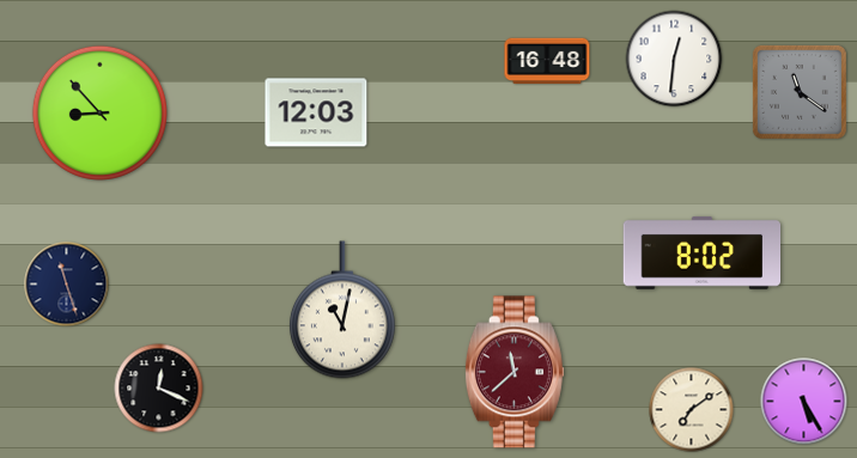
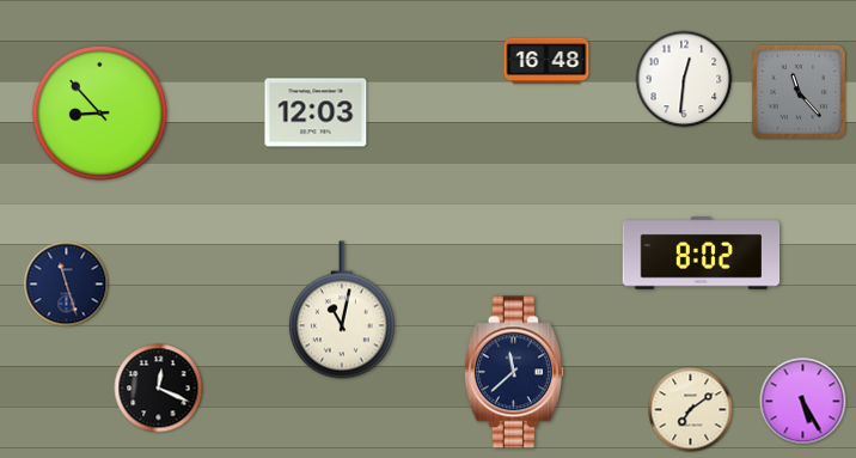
clock at (674, 59) position: (674, 59) -> (684, 79)
clock at (800, 92): 11:21 -> 11:23
clock at (515, 372) dial: burgundy -> navy
